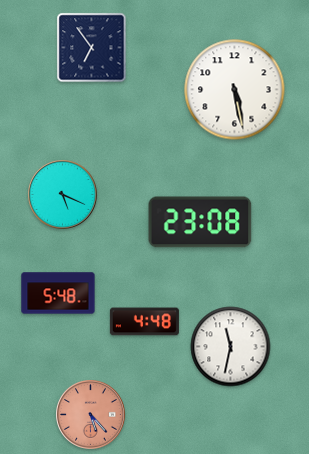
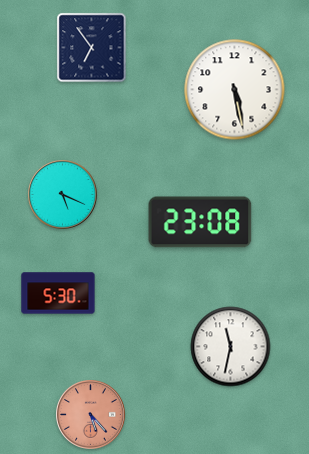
clock at (58, 293): 5:48 -> 5:30
clock at (144, 322): 4:48 -> none
